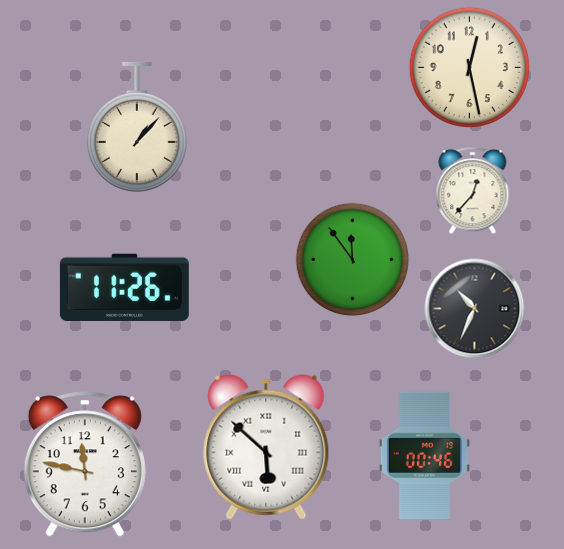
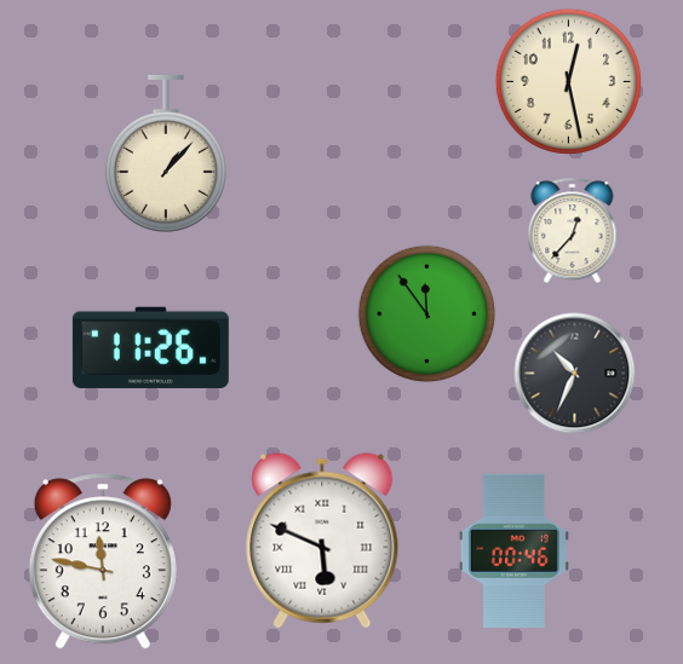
clock at (266, 447): 5:52 -> 5:49
